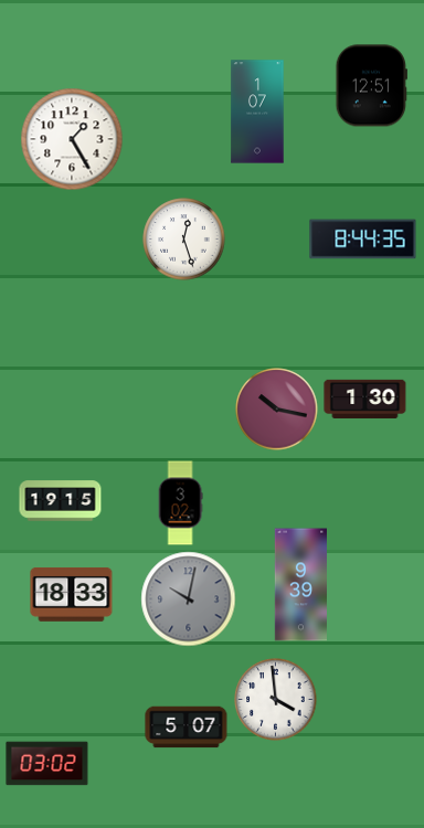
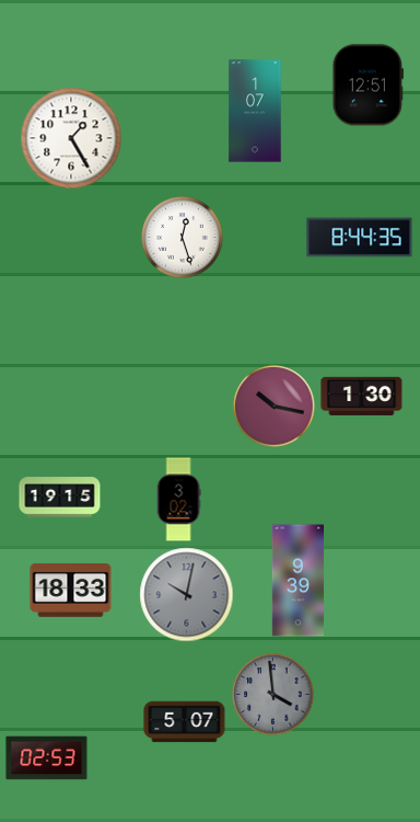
clock at (276, 700) dial: white -> grey
clock at (47, 764): 03:02 -> 02:53
